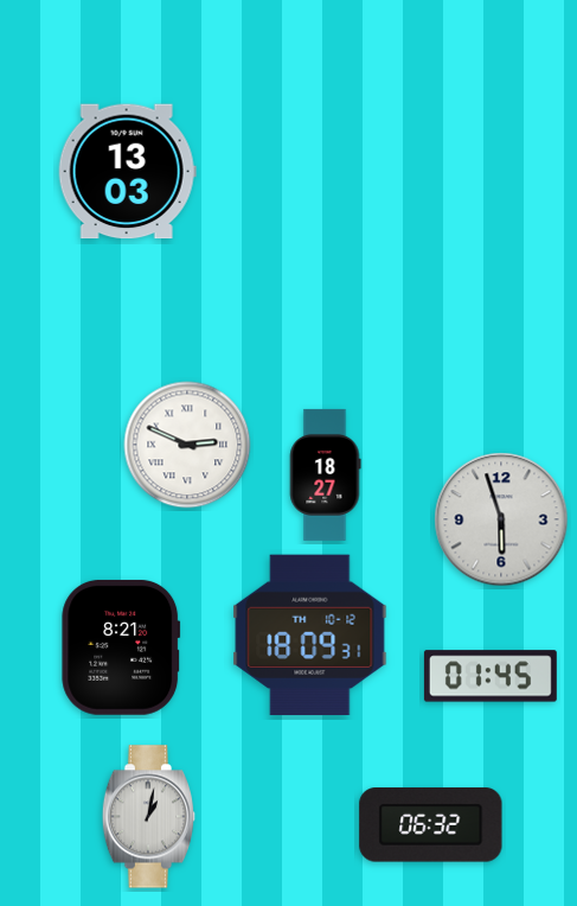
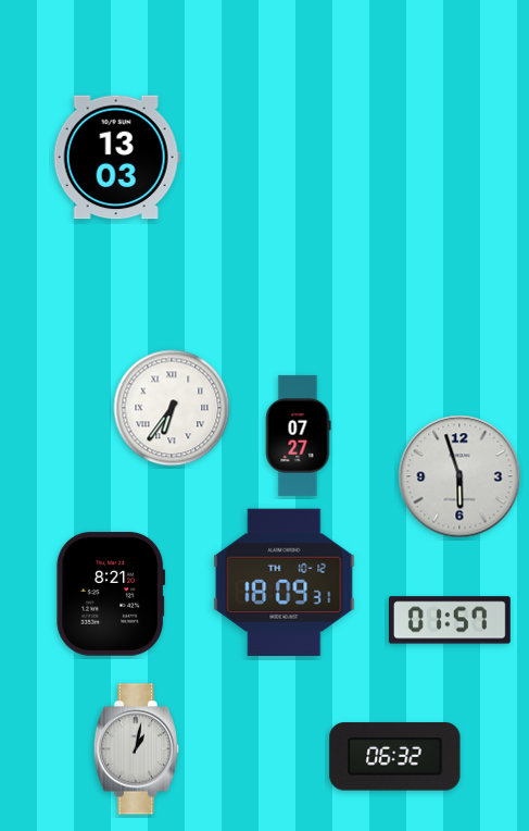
clock at (187, 445): 2:49 -> 6:36
clock at (325, 474): 18:27 -> 07:27
clock at (491, 676): 01:45 -> 01:57
